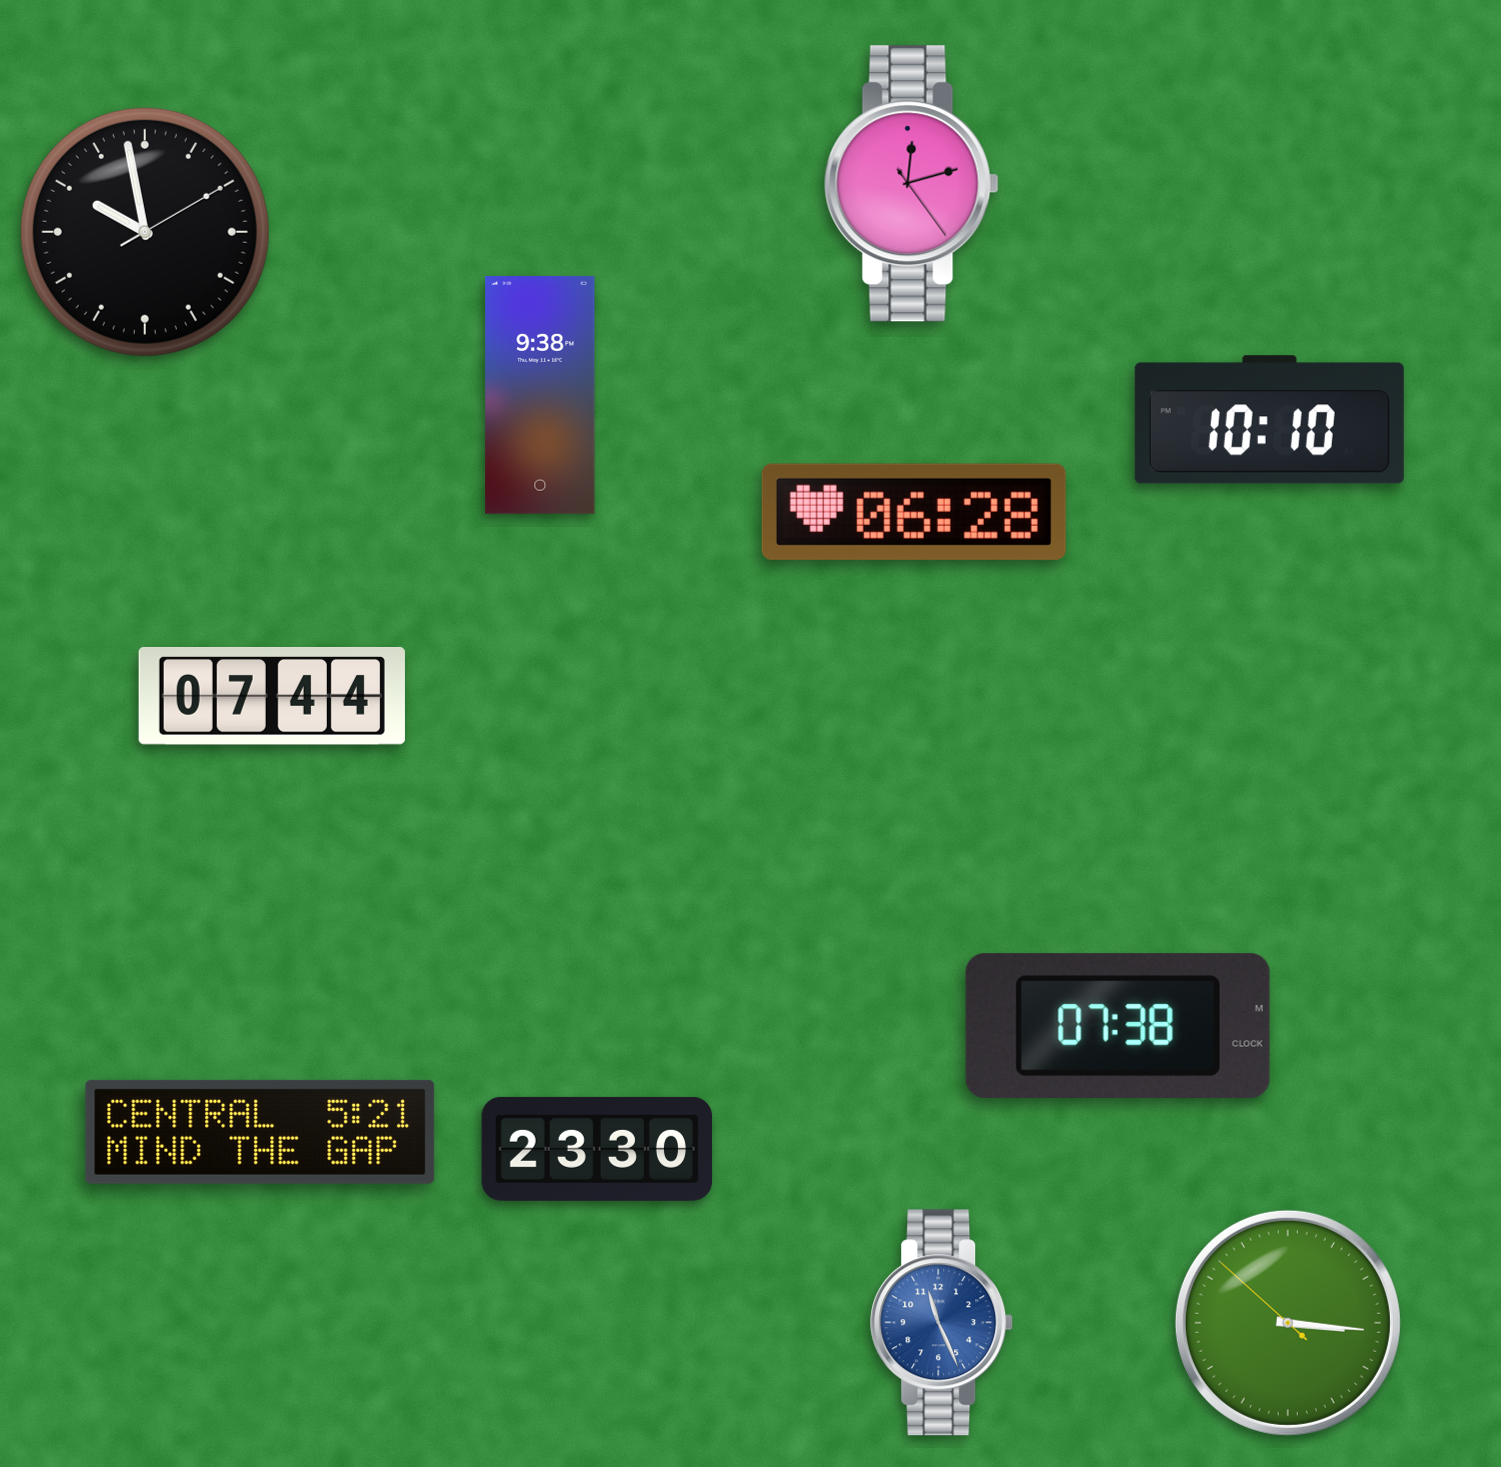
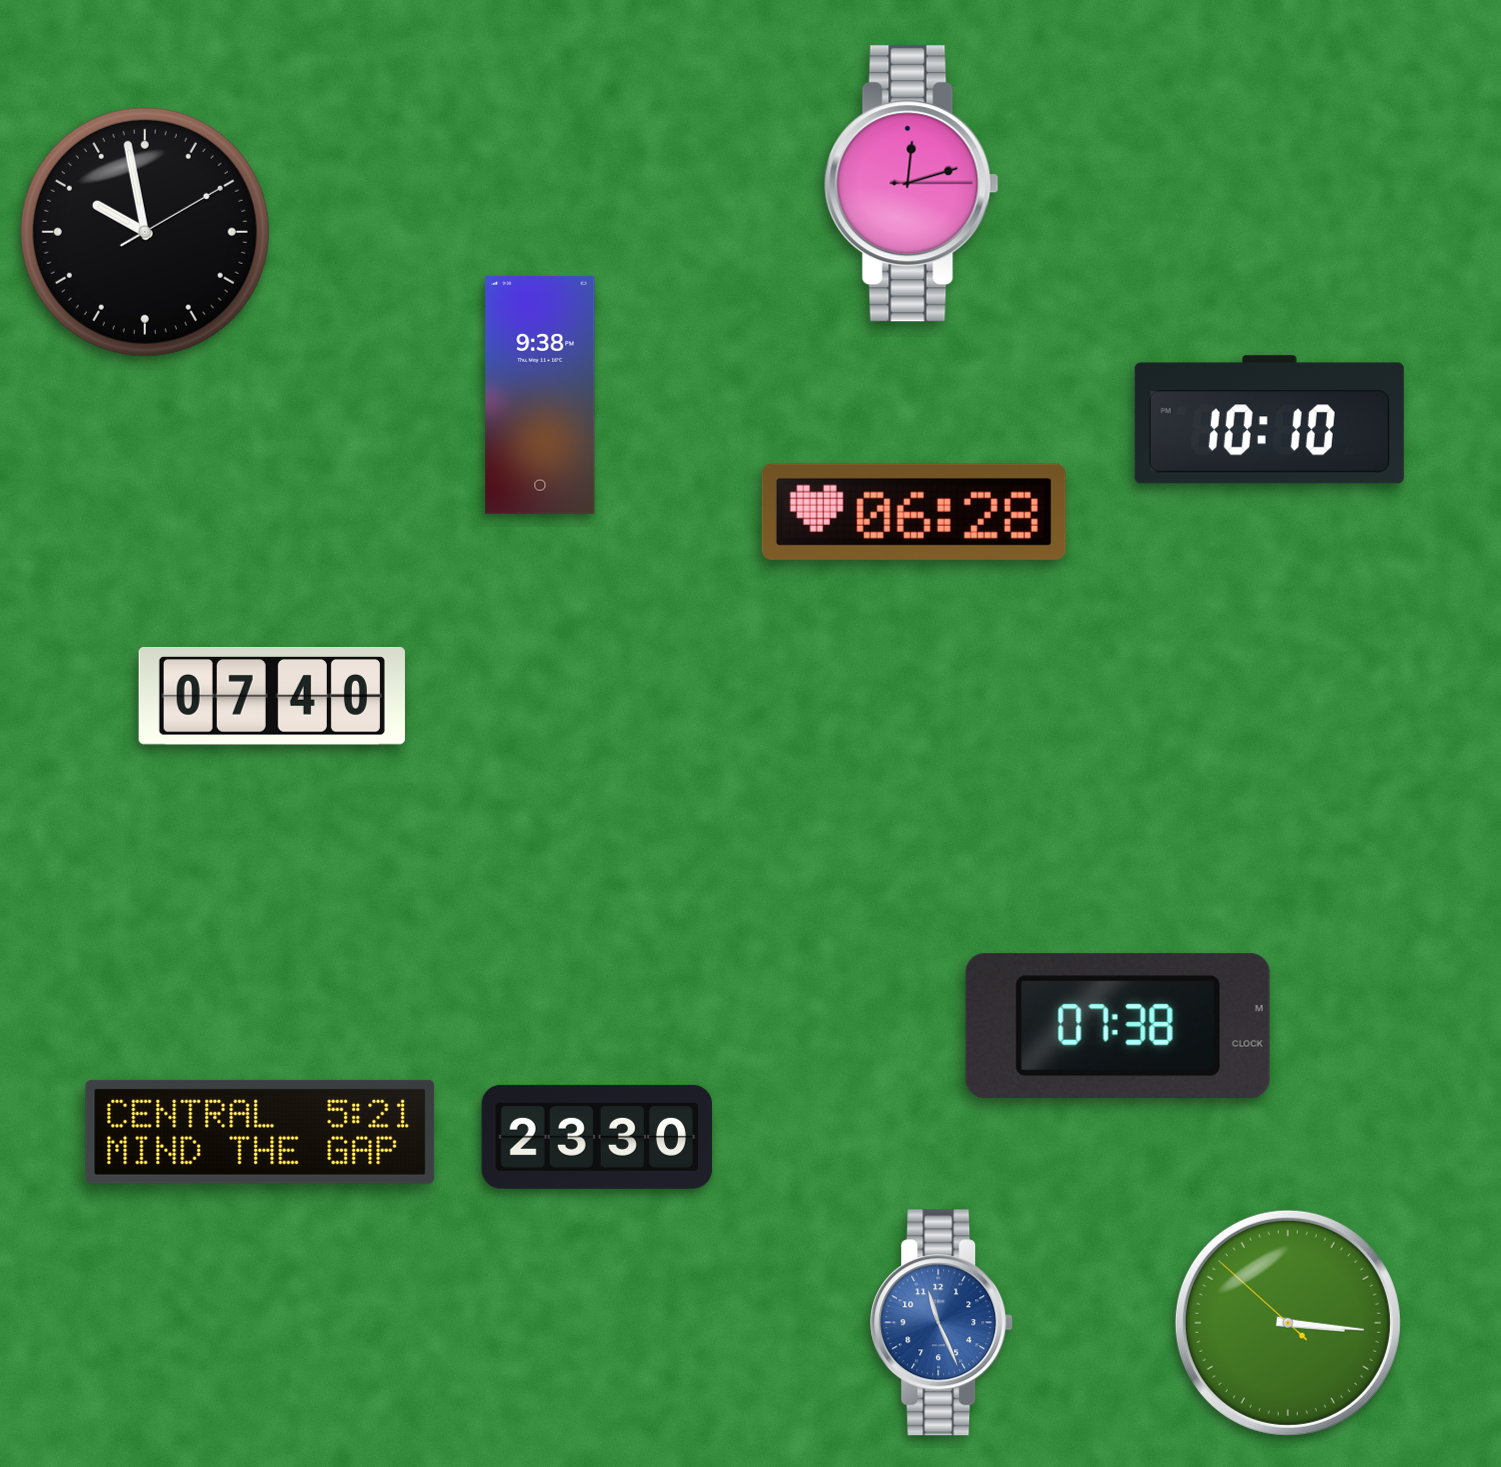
clock at (911, 184): 12:12:24 -> 12:12:15
clock at (272, 696): 07:44 -> 07:40
clock at (597, 1149) position: (597, 1149) -> (597, 1137)
